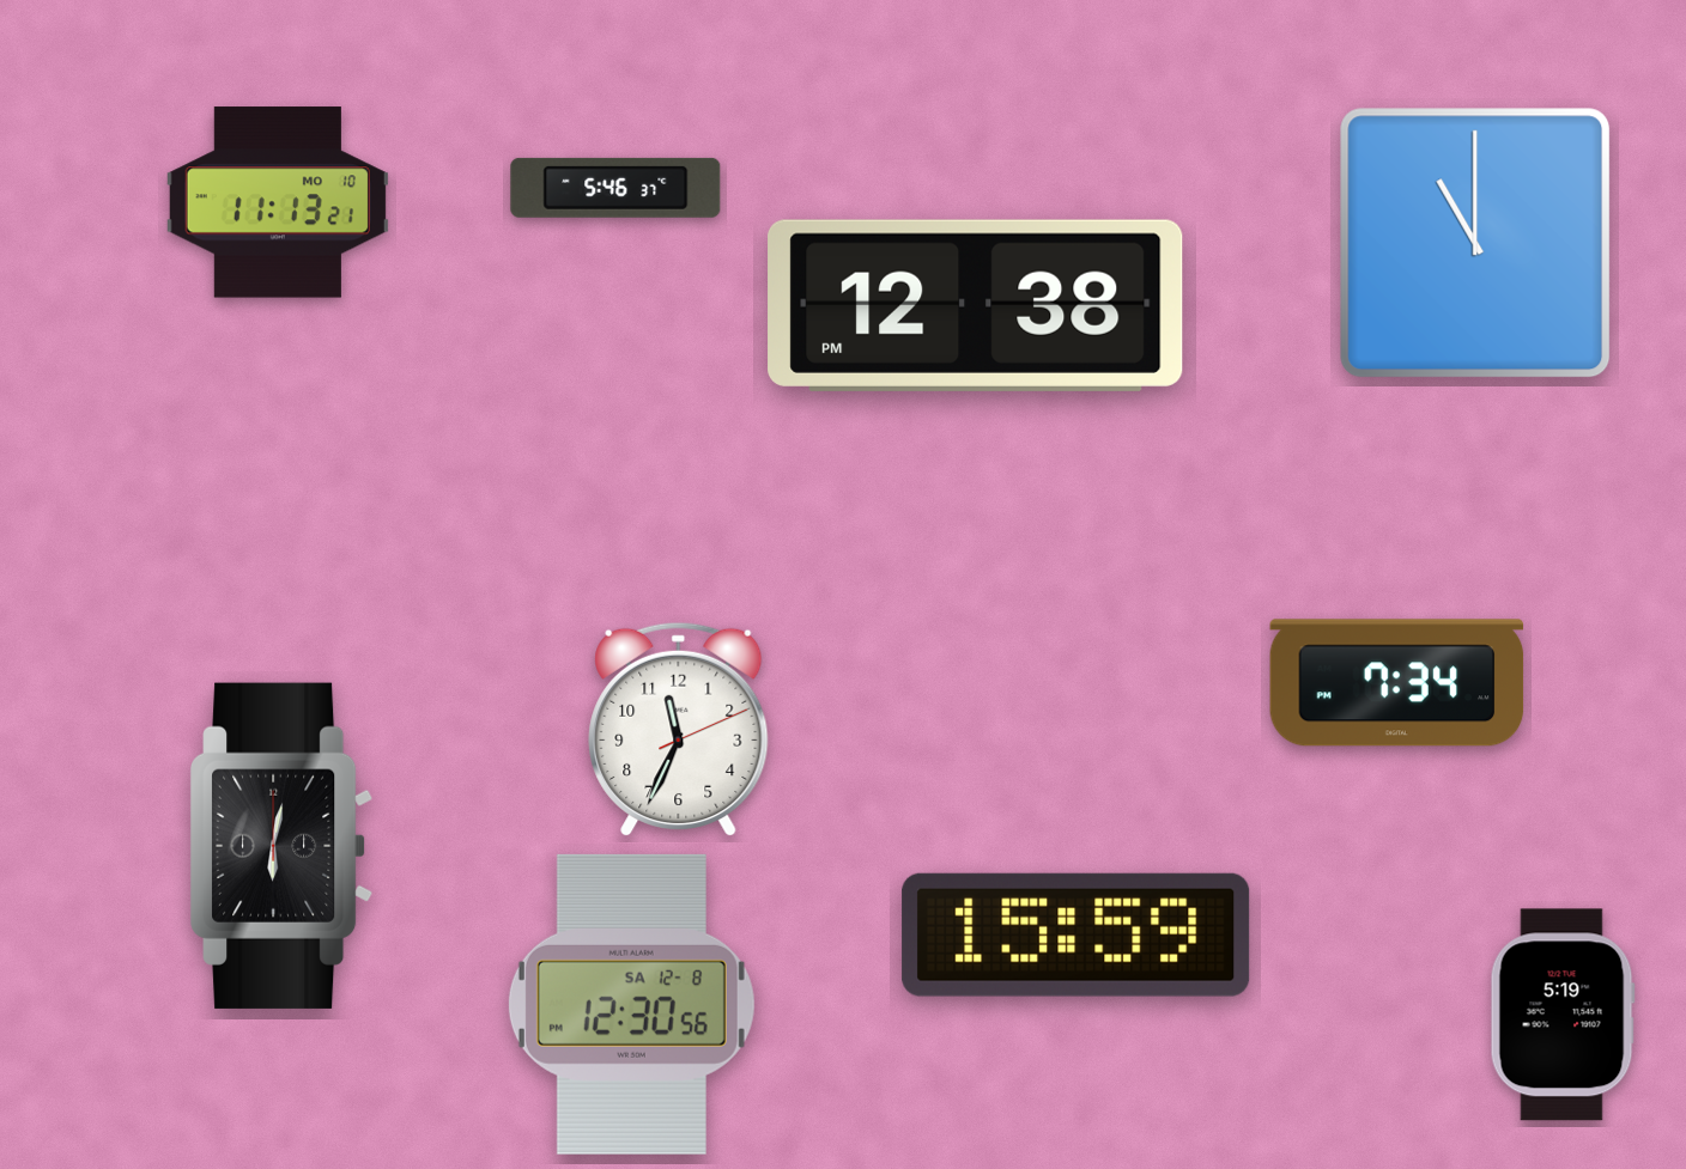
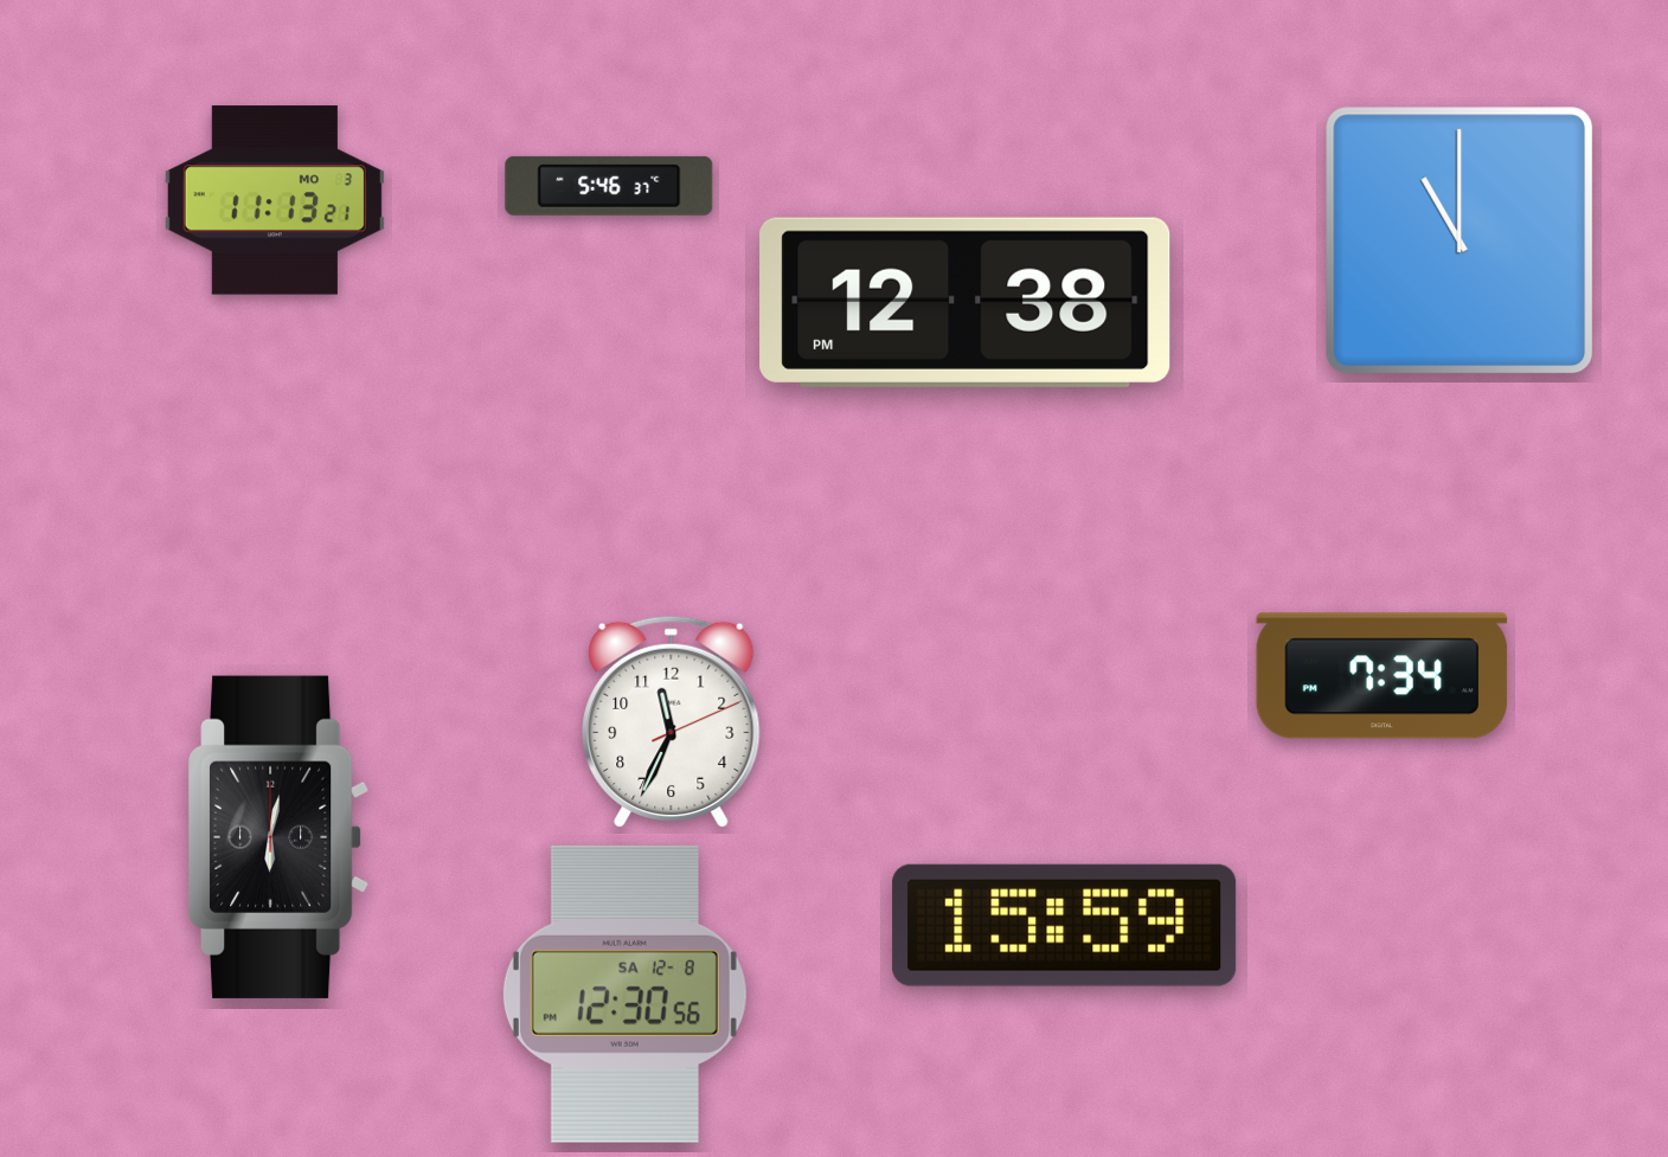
clock at (278, 202) date: MO 10 -> MO 3
clock at (1563, 1015): 5:19 -> none
